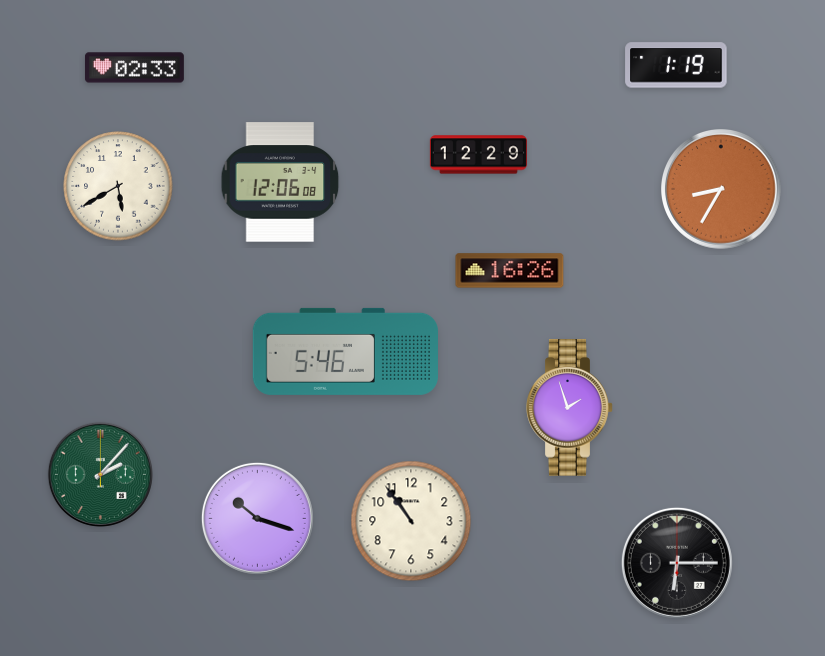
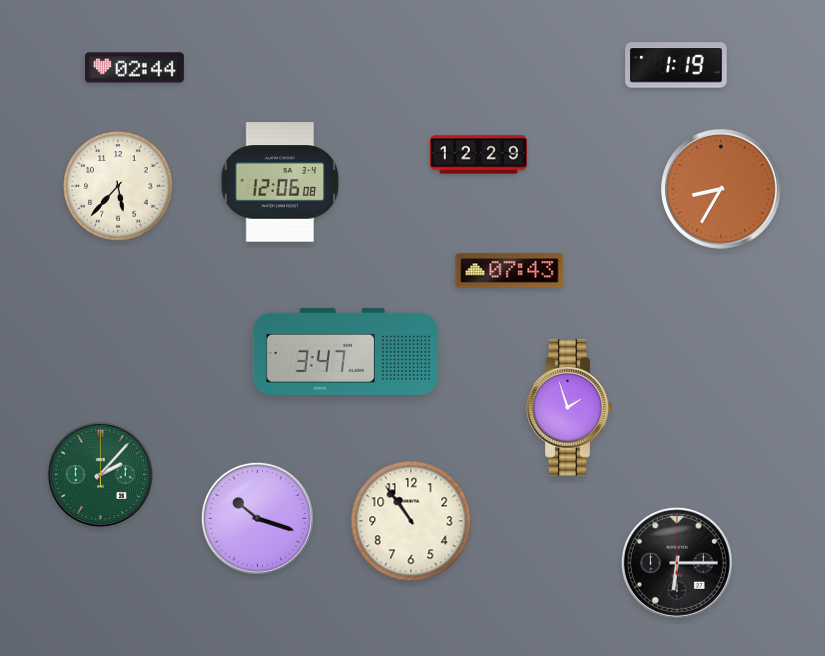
clock at (134, 68): 02:33 -> 02:44
clock at (118, 186): 5:40 -> 5:37
clock at (510, 271): 16:26 -> 07:43
clock at (345, 351): 5:46 -> 3:47
